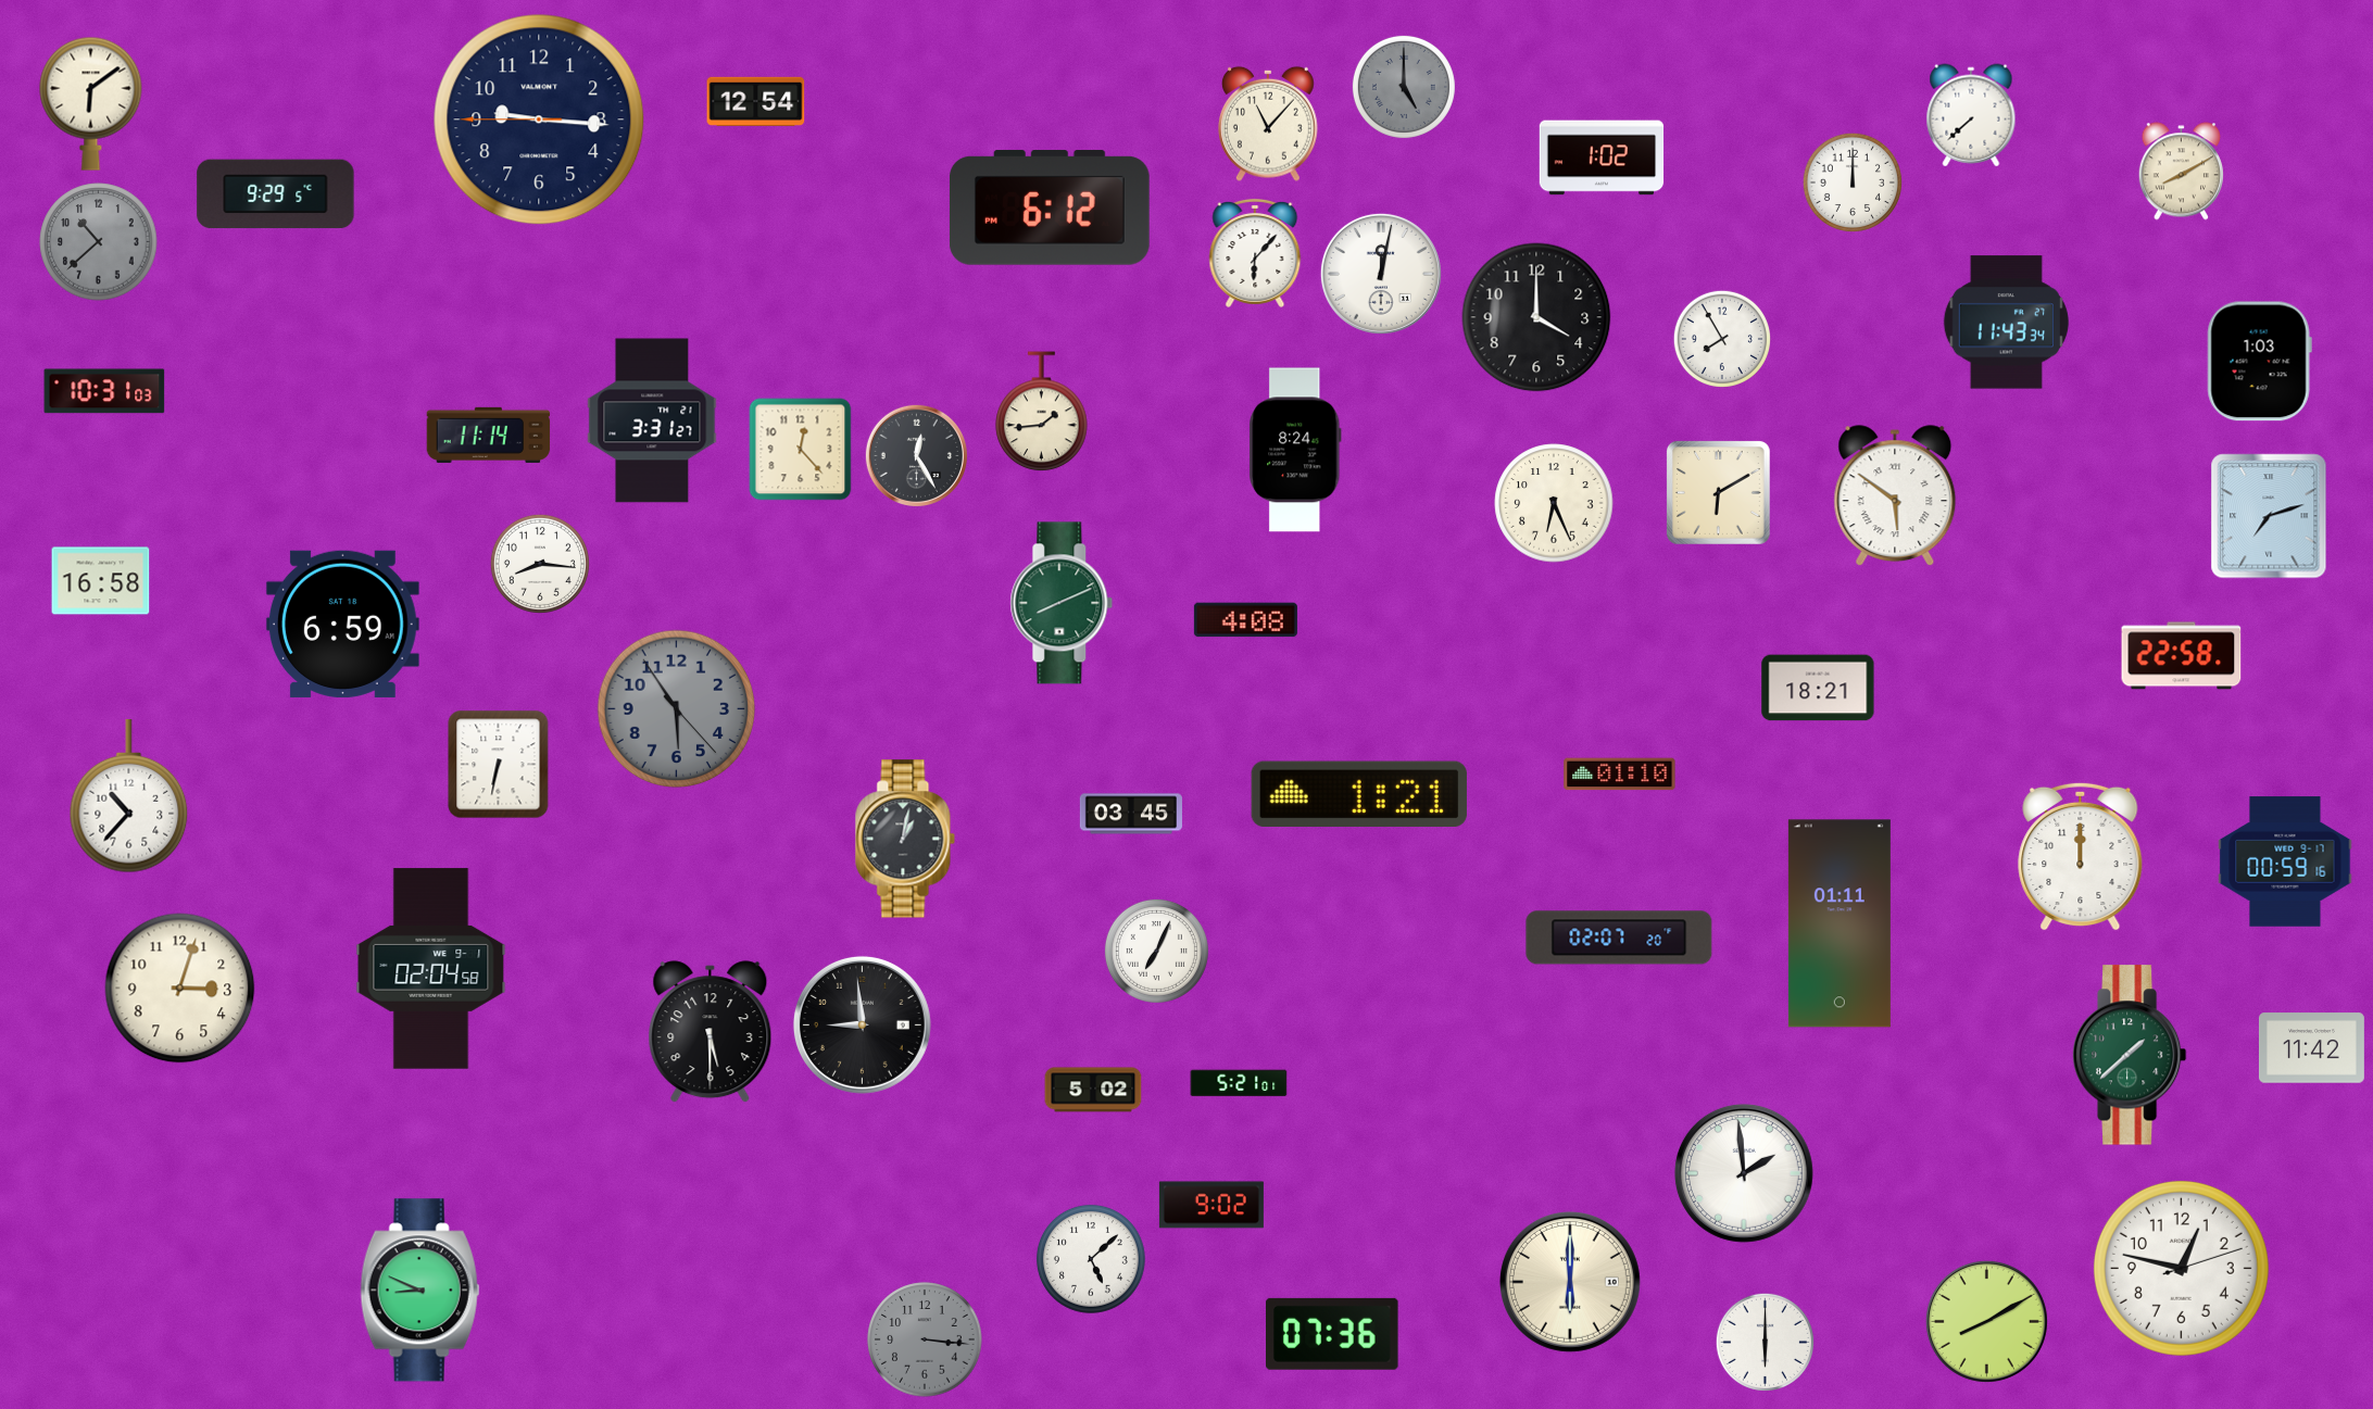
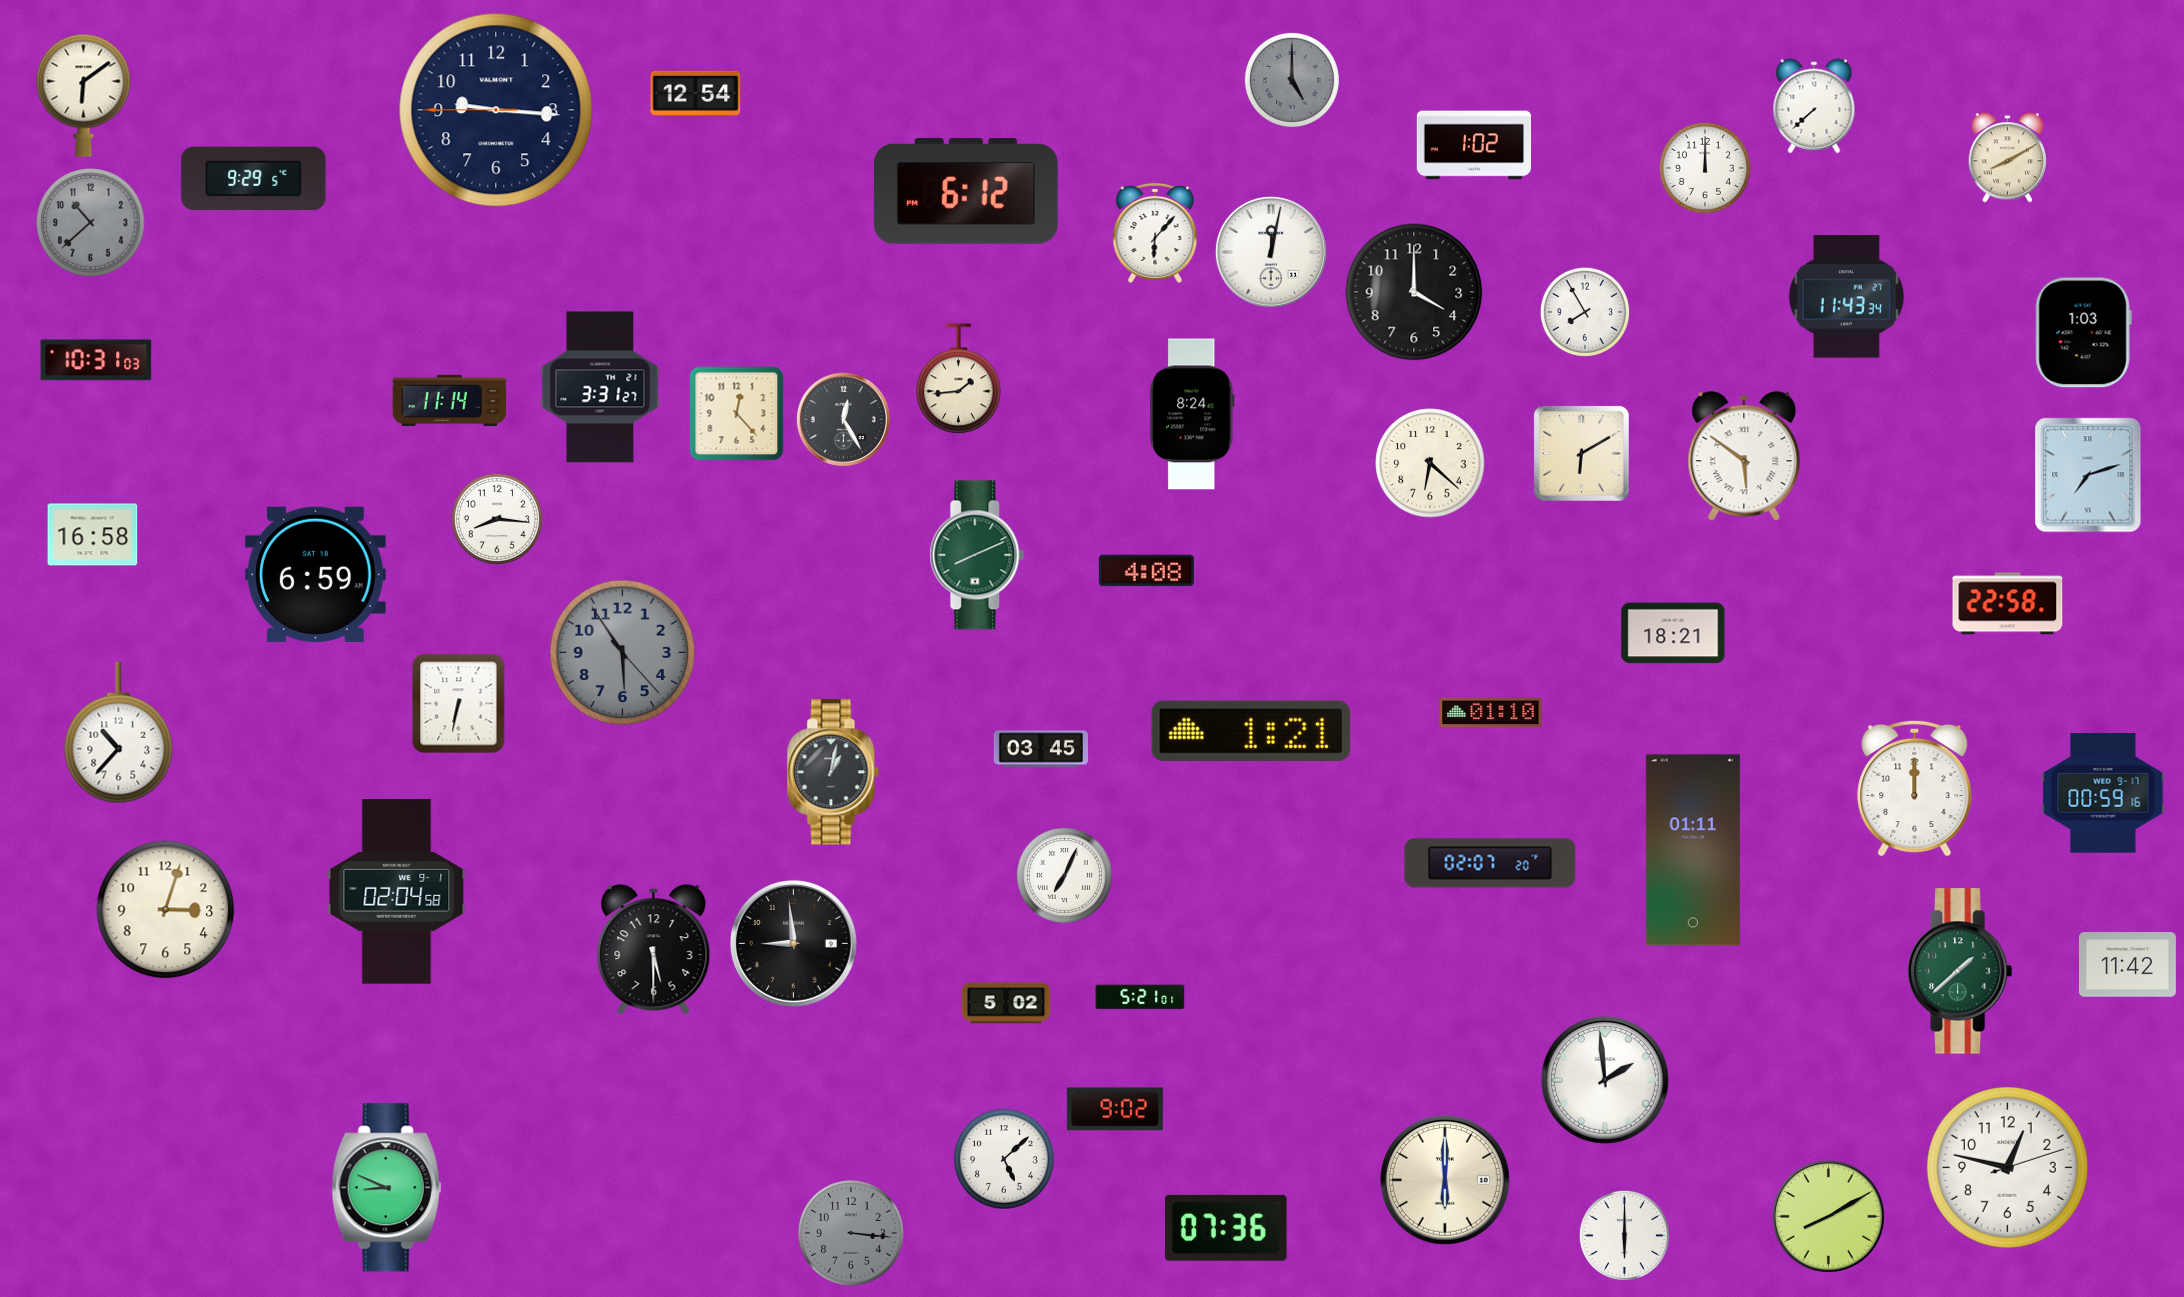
clock at (1269, 124): 11:07 -> none
clock at (2259, 362) position: (2259, 362) -> (2083, 333)
clock at (1554, 503): 6:26 -> 6:22
